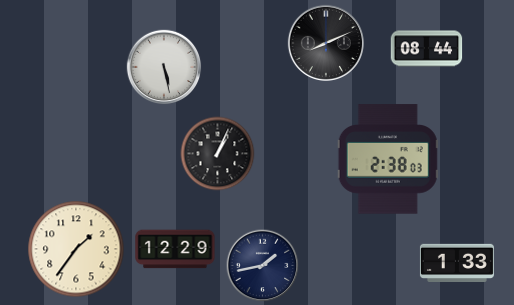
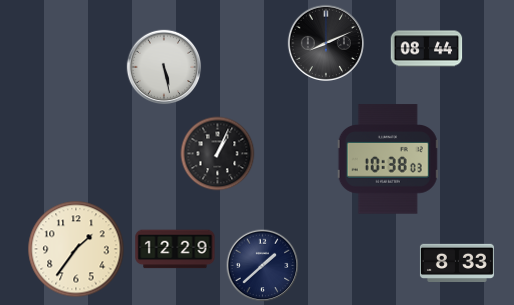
clock at (388, 159): 2:38 -> 10:38
clock at (457, 262): 1:33 -> 8:33
clock at (263, 266): 1:43 -> 1:38
